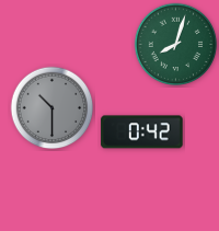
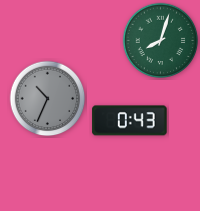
clock at (53, 108): 10:30 -> 10:34
clock at (142, 132): 0:42 -> 0:43
